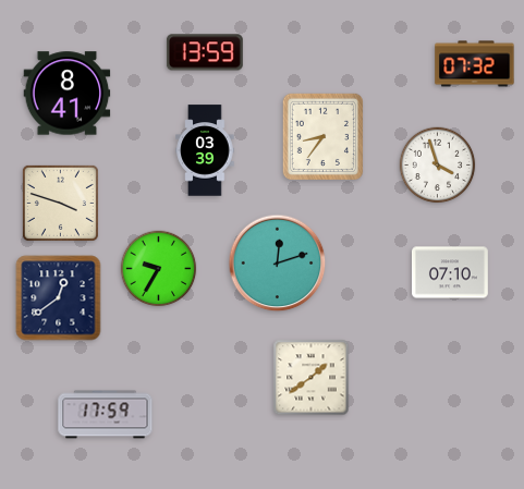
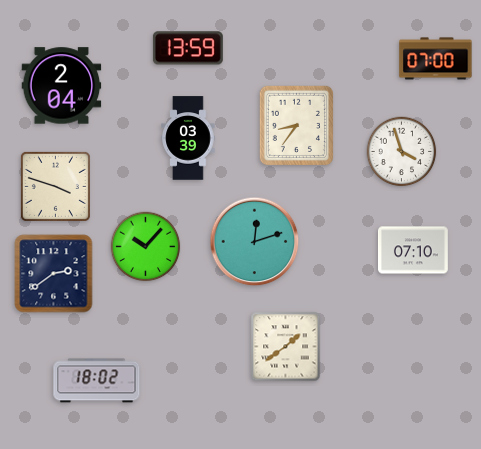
clock at (475, 64): 07:32 -> 07:00
clock at (68, 94): 8:41 -> 2:04
clock at (159, 269): 9:35 -> 10:07
clock at (59, 298): 12:39 -> 2:39
clock at (106, 415): 17:59 -> 18:02
